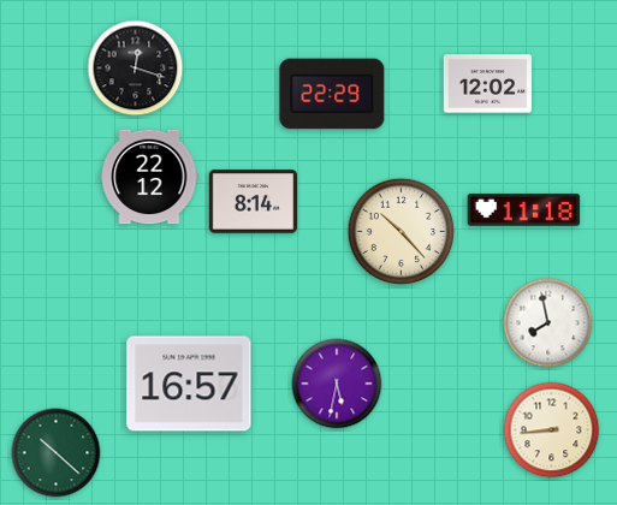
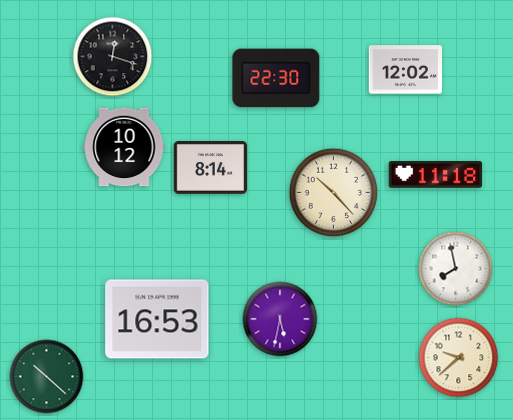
clock at (332, 94): 22:29 -> 22:30
clock at (149, 177): 22:12 -> 10:12
clock at (189, 384): 16:57 -> 16:53
clock at (552, 430): 8:44 -> 9:38
